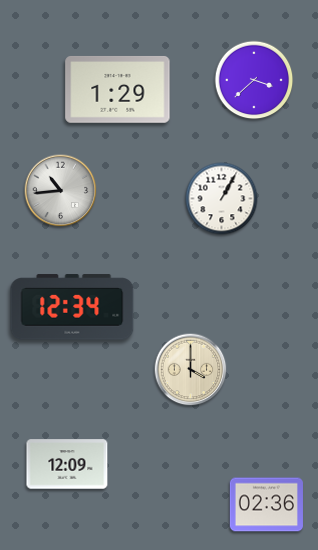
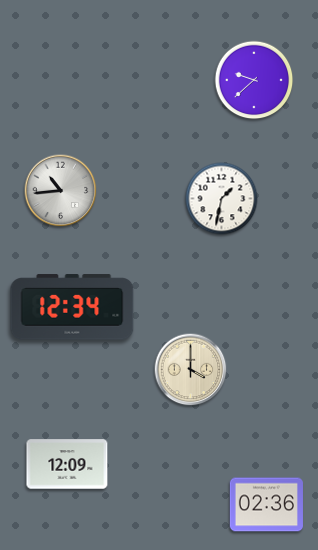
clock at (254, 80): 3:38 -> 9:38
clock at (118, 89): 1:29 -> none
clock at (222, 199): 1:05 -> 1:32
